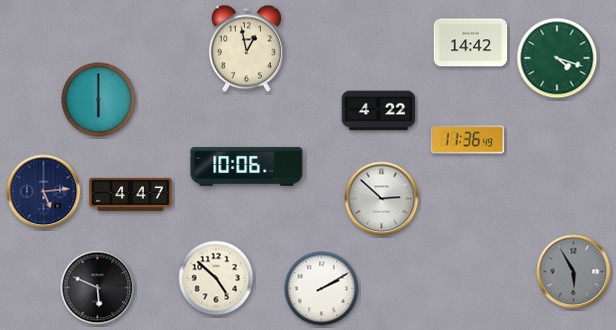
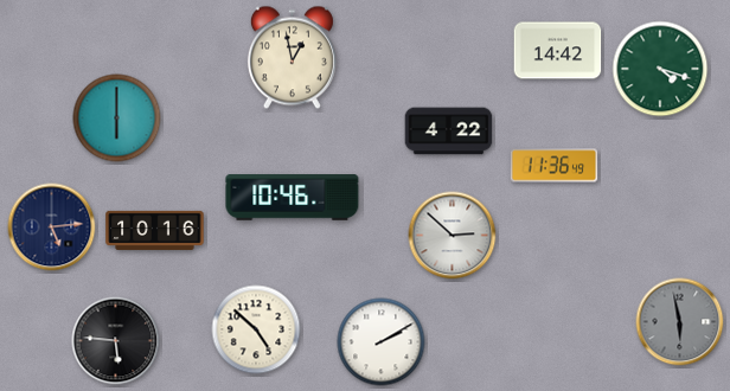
clock at (247, 167): 10:06 -> 10:46
clock at (131, 194): 4:47 -> 10:16
clock at (574, 272): 5:55 -> 5:58
clock at (98, 288): 5:49 -> 5:46
